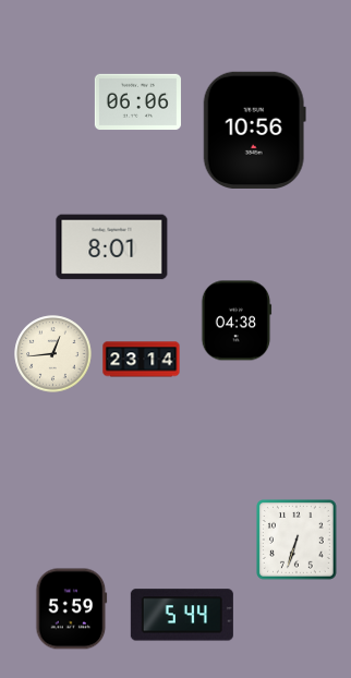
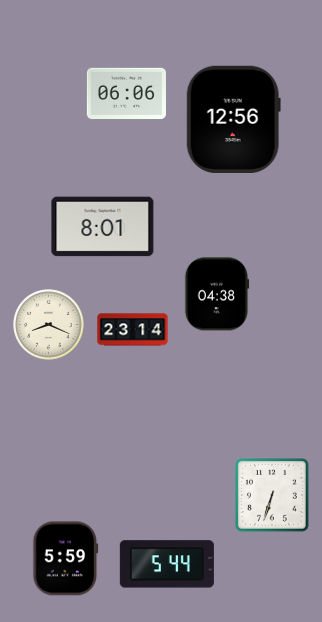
clock at (254, 130): 10:56 -> 12:56
clock at (53, 354): 12:44 -> 8:19
clock at (142, 360) position: (142, 360) -> (133, 330)
